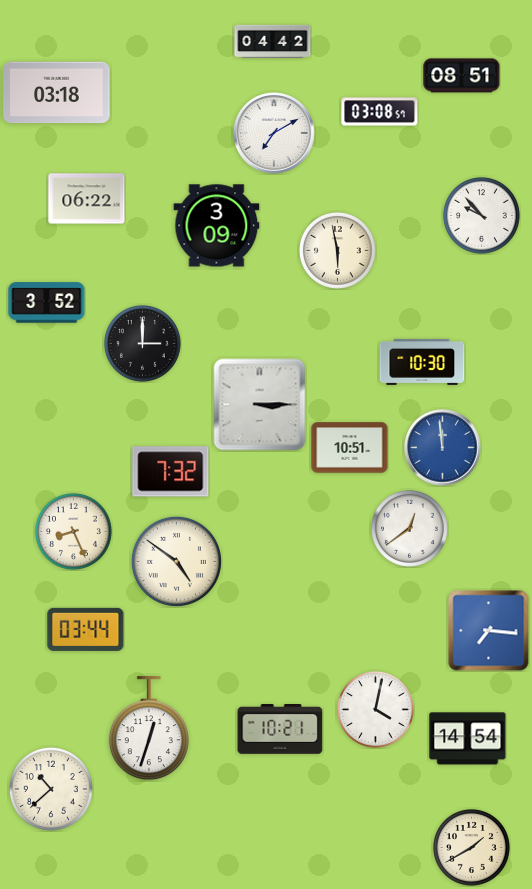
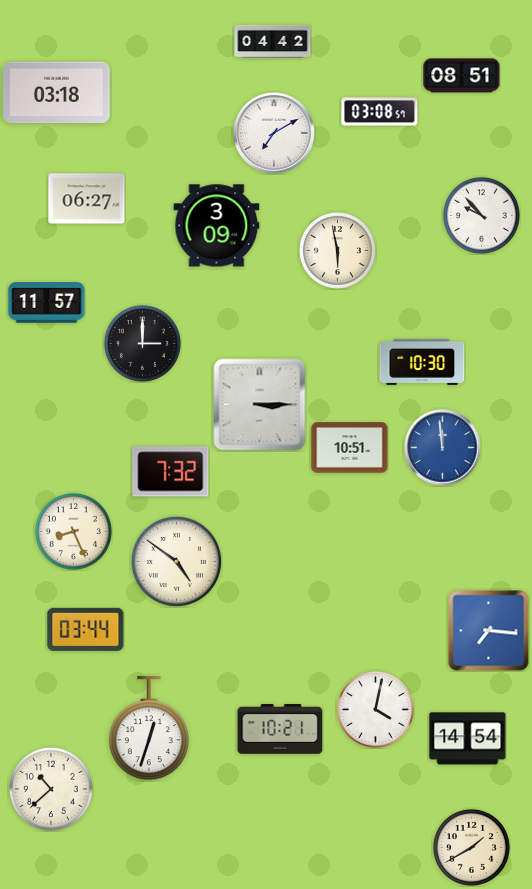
clock at (87, 199): 06:22 -> 06:27
clock at (47, 303): 3:52 -> 11:57
clock at (409, 528): 12:39 -> none
